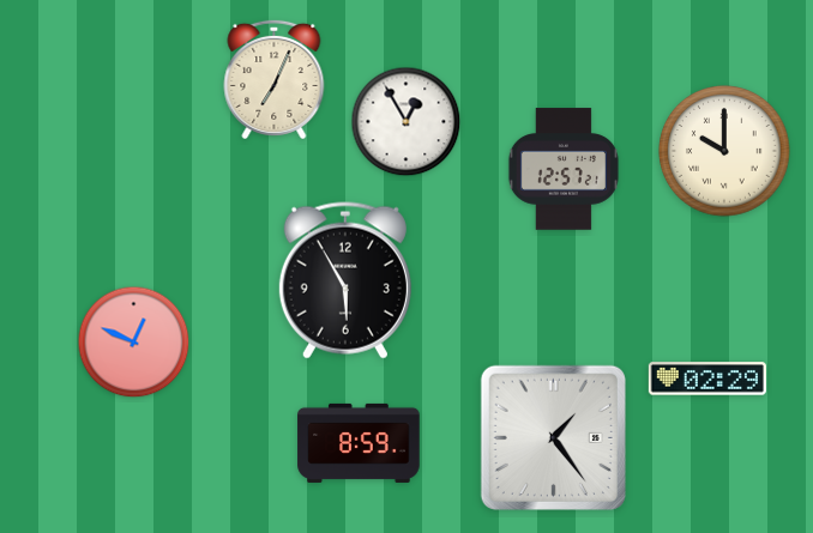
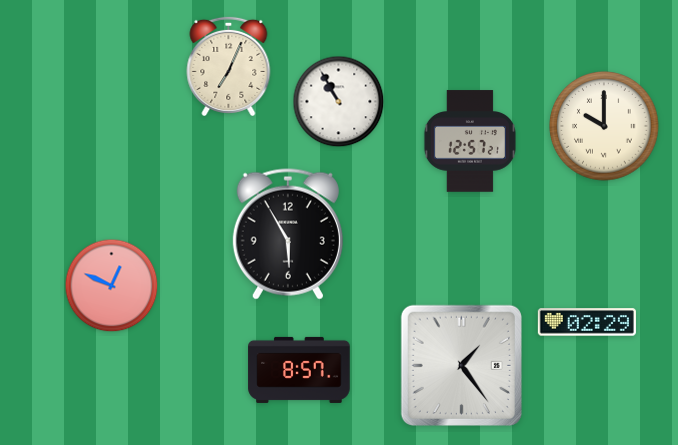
clock at (406, 122): 12:55 -> 10:55
clock at (707, 378) position: (707, 378) -> (587, 322)
clock at (359, 443): 8:59 -> 8:57
